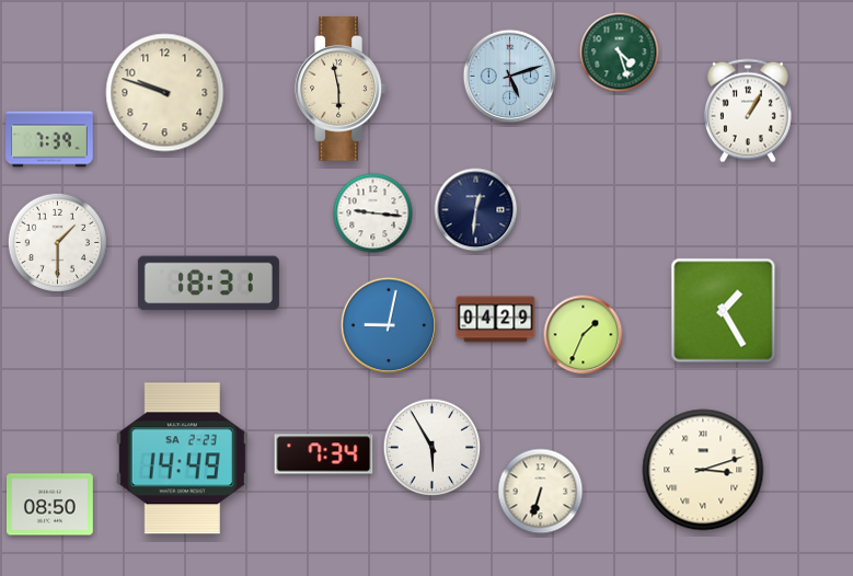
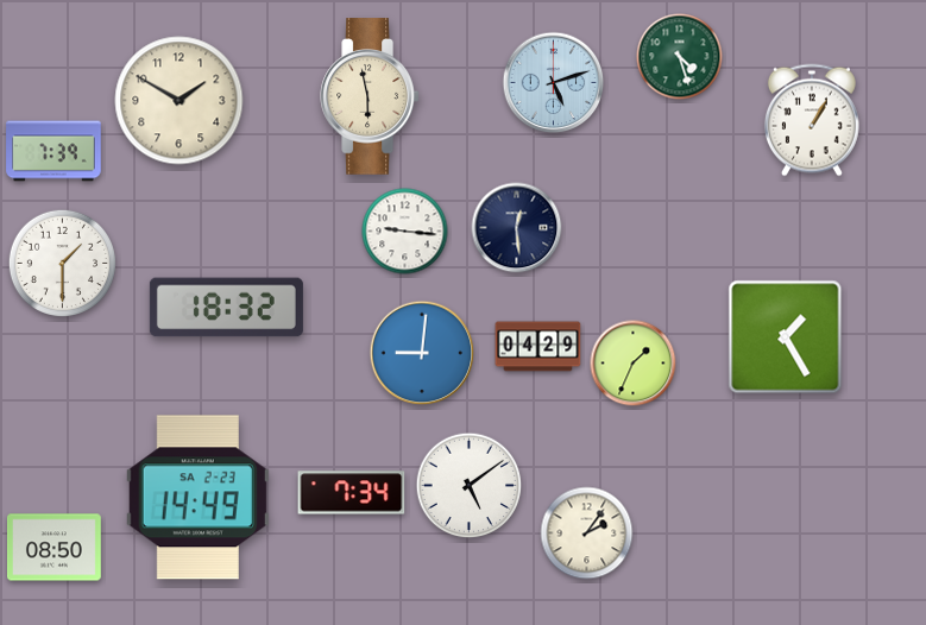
clock at (620, 53) position: (620, 53) -> (680, 57)
clock at (165, 93): 9:48 -> 1:50
clock at (476, 210): 12:31 -> 12:29
clock at (208, 284): 18:31 -> 18:32
clock at (389, 325): 9:02 -> 9:01
clock at (433, 448): 5:55 -> 5:09
clock at (703, 470): 3:12 -> none
clock at (541, 492): 6:33 -> 2:06
